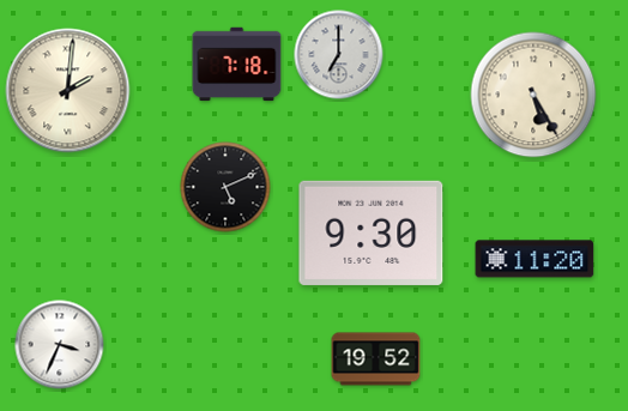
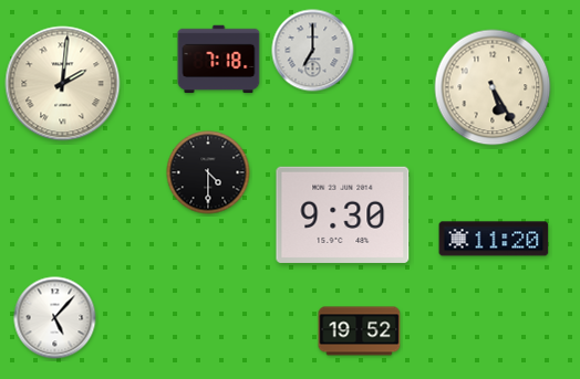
clock at (225, 187): 5:11 -> 4:30
clock at (60, 345): 3:34 -> 5:07
clock at (376, 359) position: (376, 359) -> (360, 331)
